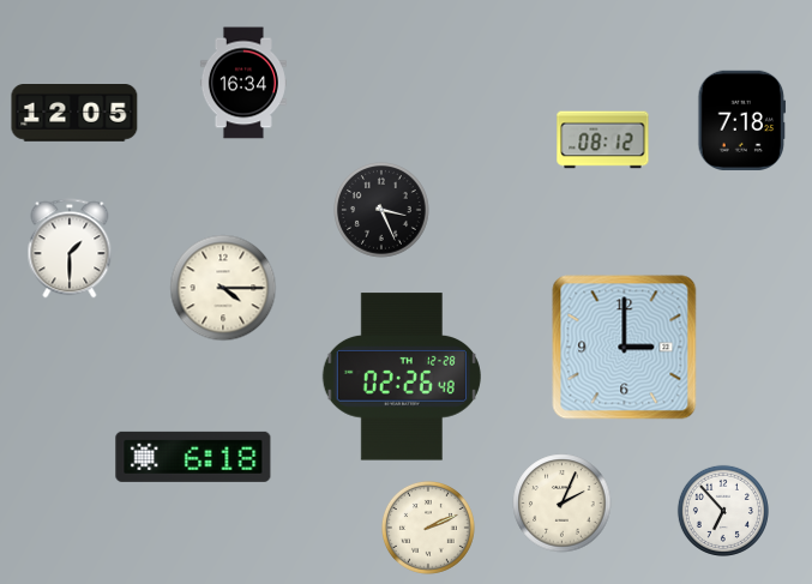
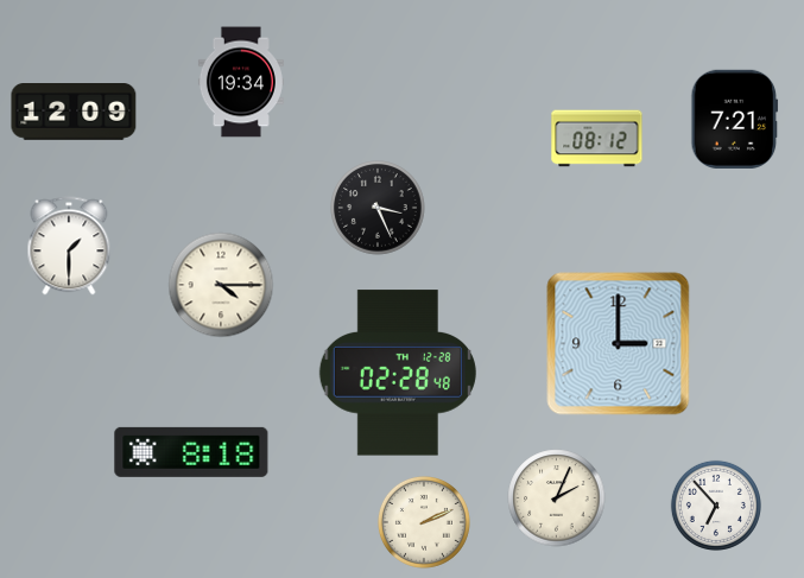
clock at (243, 83): 16:34 -> 19:34
clock at (74, 114): 12:05 -> 12:09
clock at (742, 120): 7:18 -> 7:21
clock at (402, 377): 02:26 -> 02:28
clock at (193, 457): 6:18 -> 8:18
